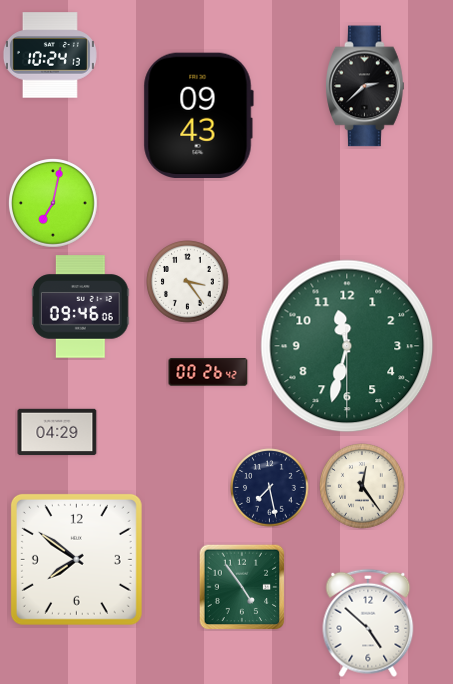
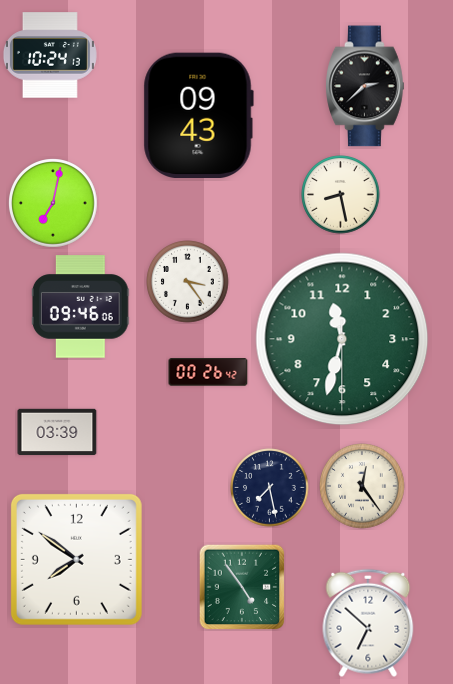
clock at (341, 195): none -> 8:28
clock at (347, 346) position: (347, 346) -> (342, 339)
clock at (57, 432): 04:29 -> 03:39
clock at (368, 623): 4:52 -> 6:52
